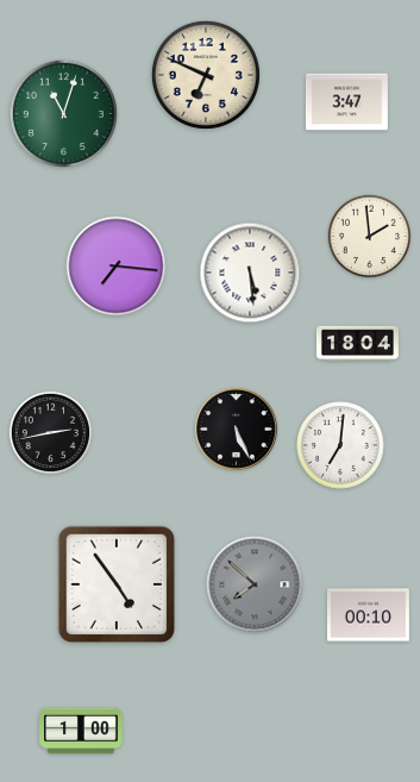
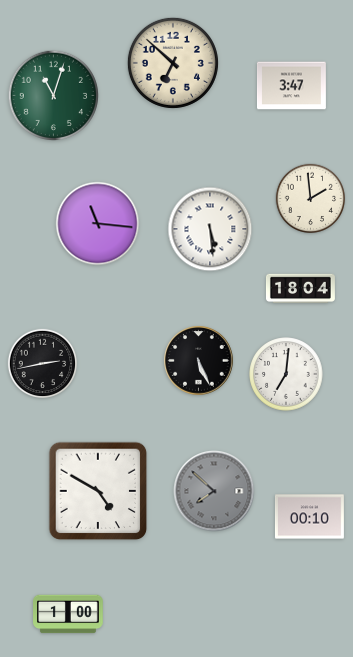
clock at (206, 75): 6:49 -> 6:52
clock at (117, 267): 7:16 -> 11:16
clock at (117, 584): 4:54 -> 4:50
